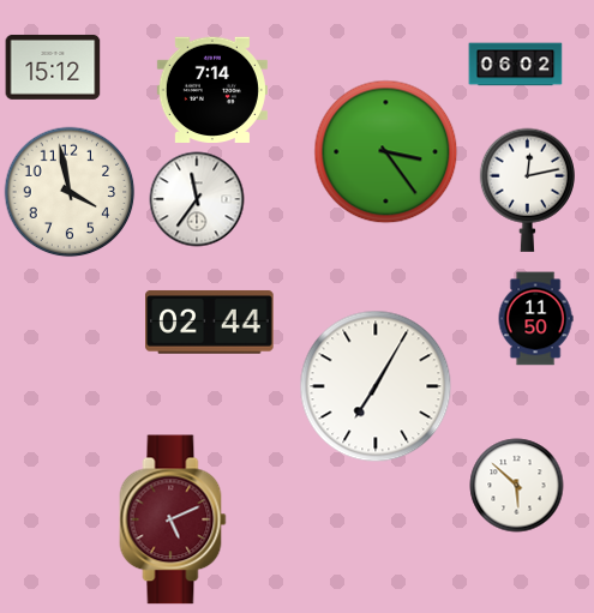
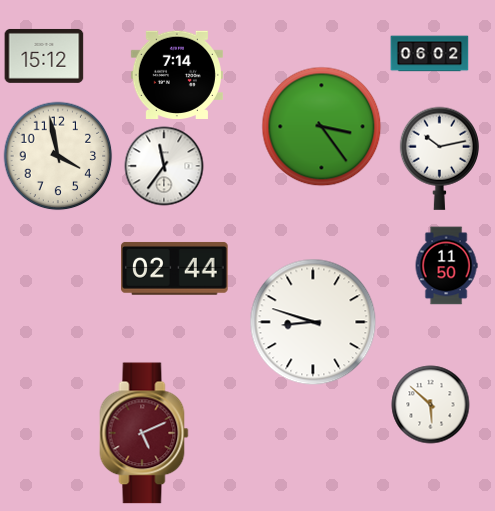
clock at (527, 190): 12:13 -> 10:13
clock at (70, 192) position: (70, 192) -> (58, 156)
clock at (376, 386): 7:05 -> 8:48
